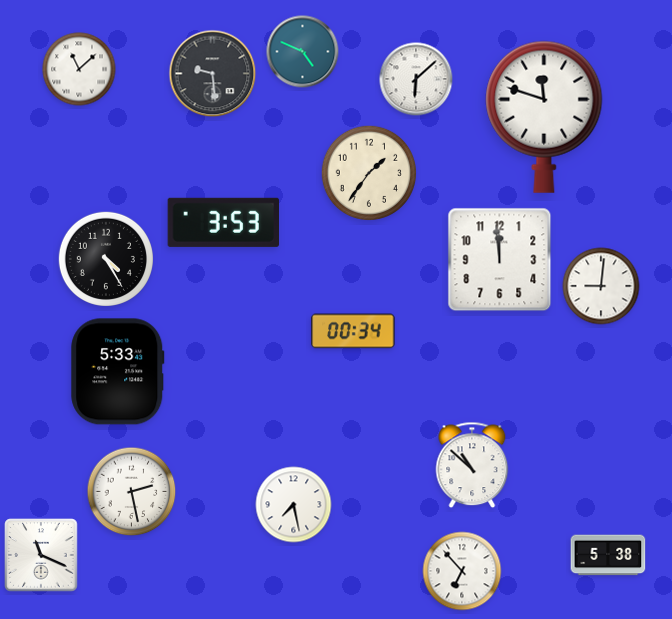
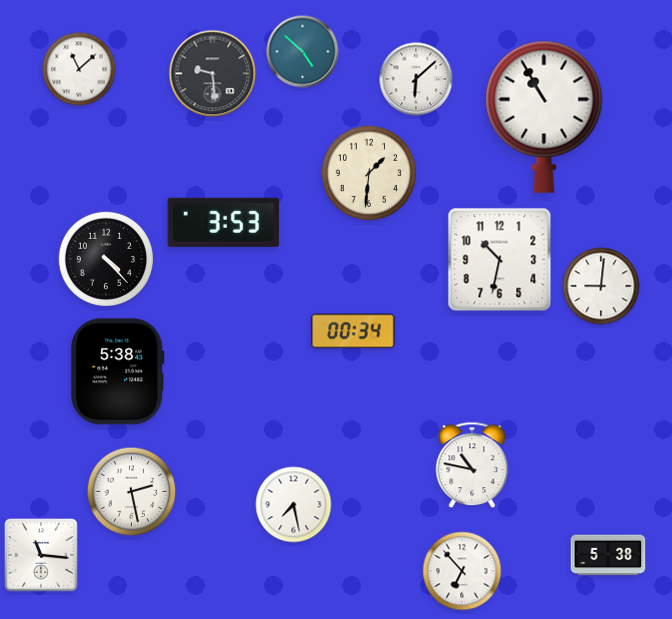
clock at (303, 52): 4:49 -> 4:52
clock at (544, 117): 11:48 -> 10:55
clock at (369, 173): 1:36 -> 1:31
clock at (106, 259): 4:25 -> 4:23
clock at (500, 260): 11:59 -> 10:32
clock at (118, 372): 5:33 -> 5:38
clock at (472, 465): 10:52 -> 10:47
clock at (41, 555): 11:19 -> 11:16
